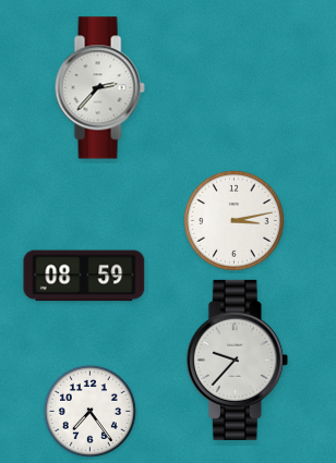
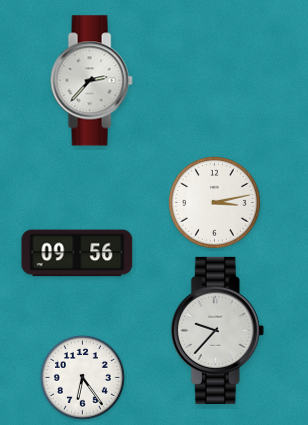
clock at (84, 276): 08:59 -> 09:56
clock at (89, 411): 7:24 -> 6:24
